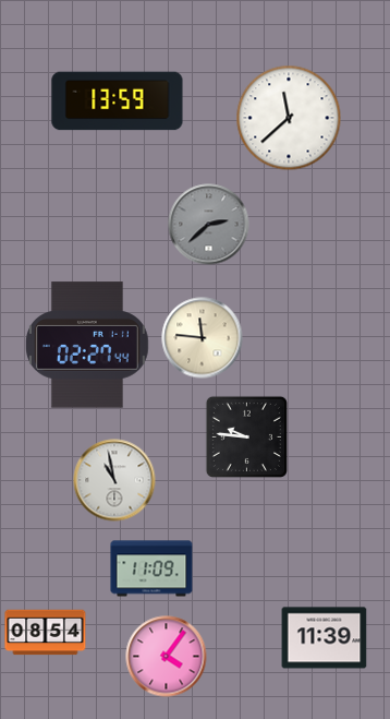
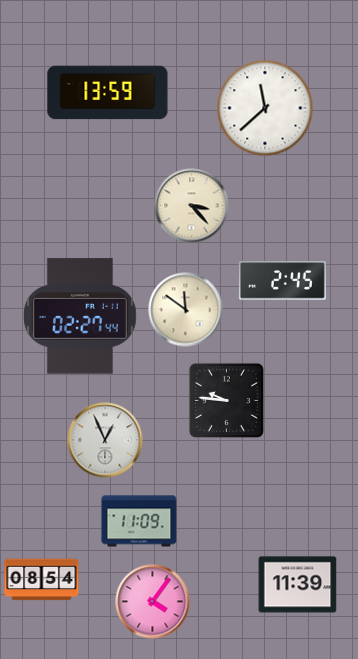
clock at (209, 225): 2:38 -> 3:23
clock at (209, 225) dial: grey -> cream
clock at (282, 281): none -> 2:45
clock at (203, 338): 11:46 -> 11:51
clock at (114, 480): 10:58 -> 12:56
